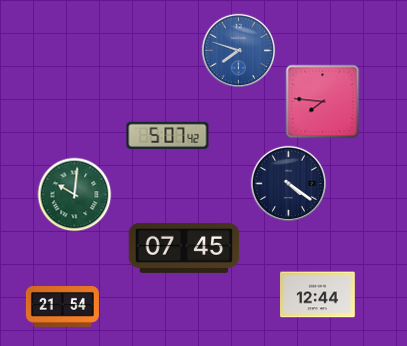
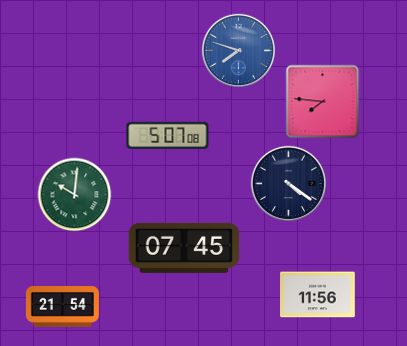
clock at (168, 135): 5:07:42 -> 5:07:08
clock at (318, 295): 12:44 -> 11:56
